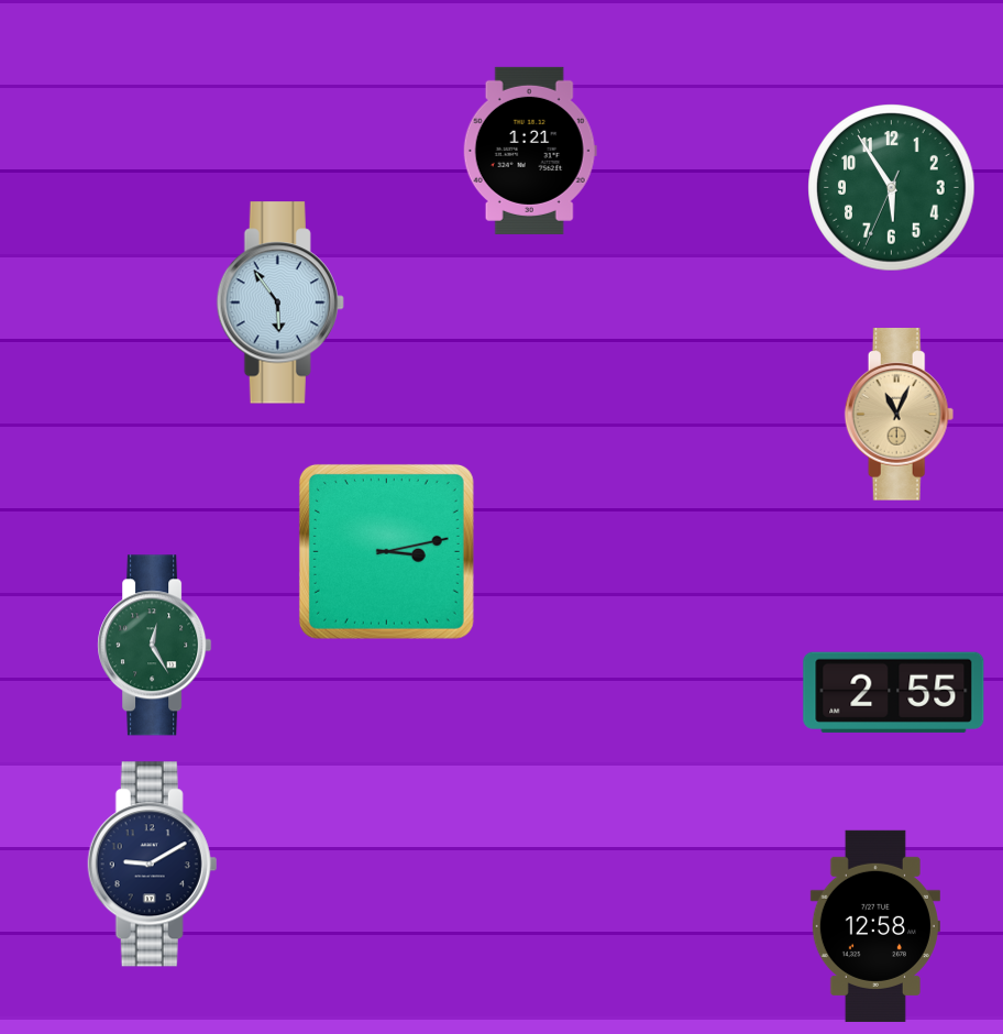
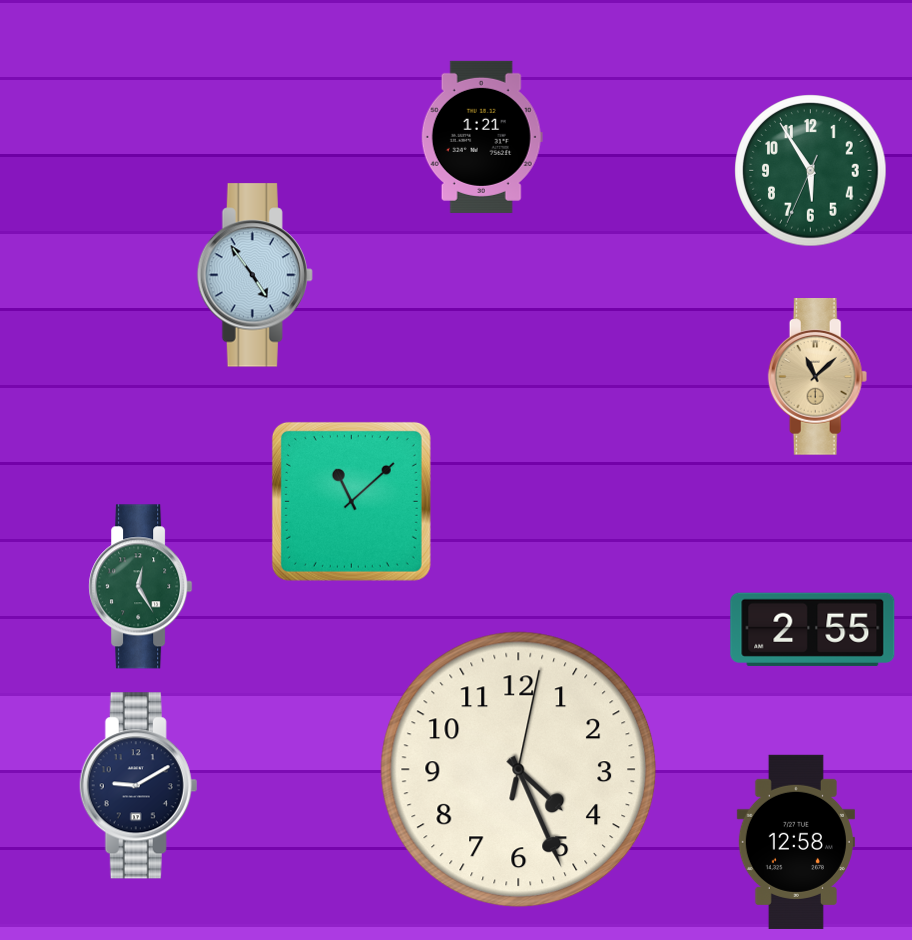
clock at (280, 302): 5:54 -> 4:54
clock at (900, 415): 11:04 -> 11:08
clock at (386, 551): 3:13 -> 11:08
clock at (519, 770): none -> 4:26
